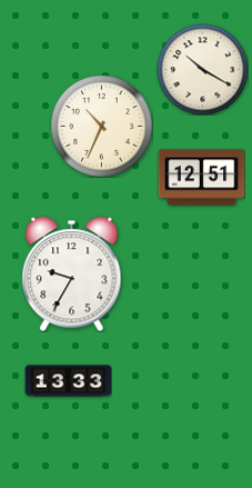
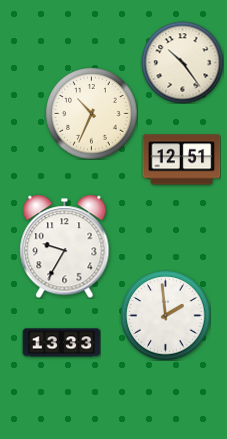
clock at (202, 69): 10:20 -> 10:24
clock at (165, 315): none -> 1:59
